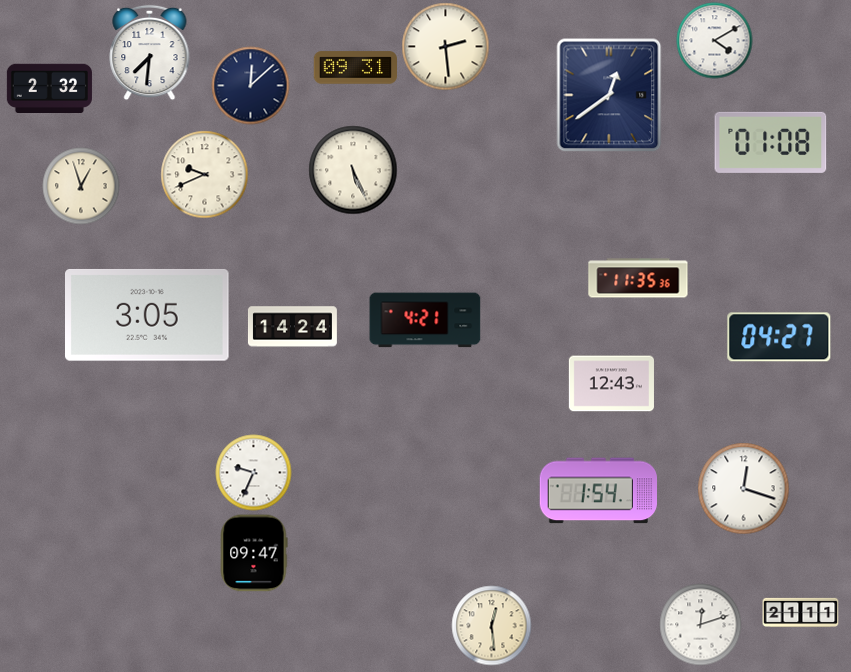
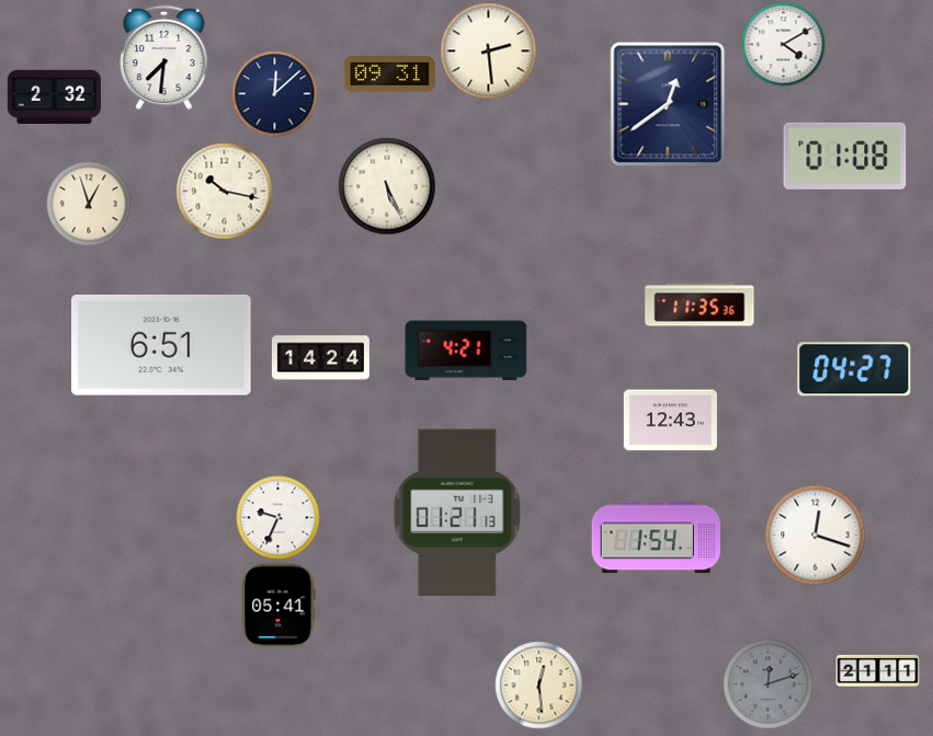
clock at (205, 175): 9:41 -> 10:17
clock at (147, 315): 3:05 -> 6:51
clock at (457, 511): none -> 01:21
clock at (254, 553): 09:47 -> 05:41
clock at (701, 625) dial: white -> grey
